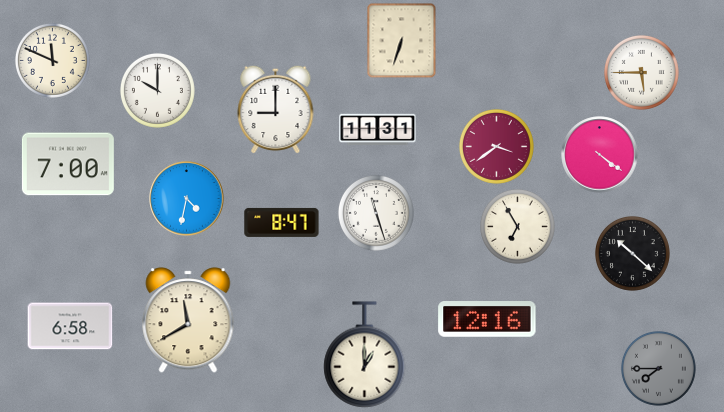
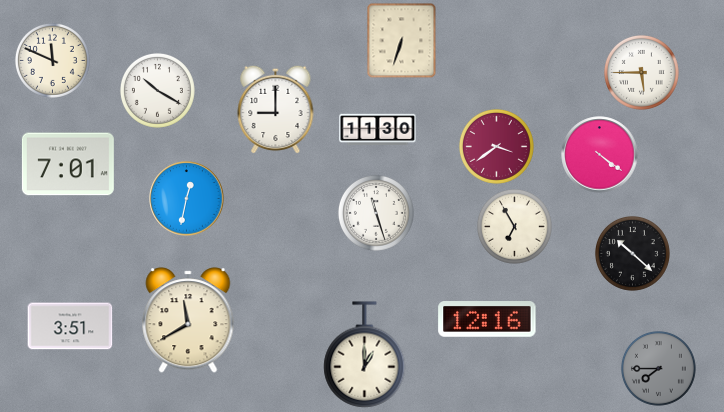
clock at (157, 90): 10:00 -> 10:20
clock at (378, 130): 11:31 -> 11:30
clock at (68, 164): 7:00 -> 7:01
clock at (187, 199): 4:32 -> 12:32
clock at (282, 222): 8:47 -> none
clock at (517, 226) position: (517, 226) -> (514, 226)
clock at (70, 326): 6:58 -> 3:51
